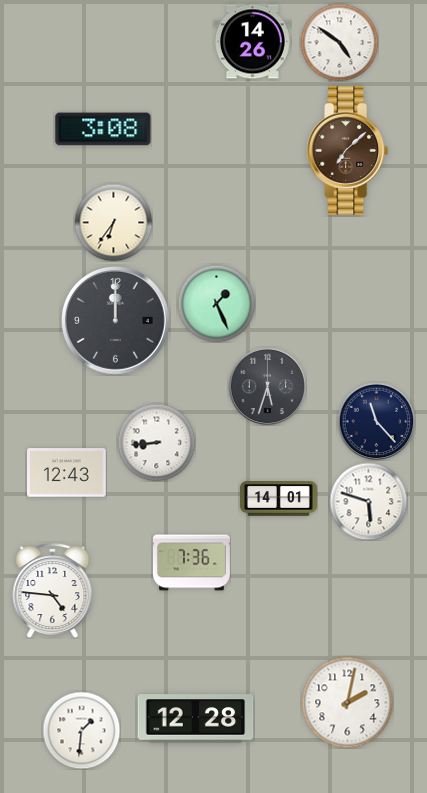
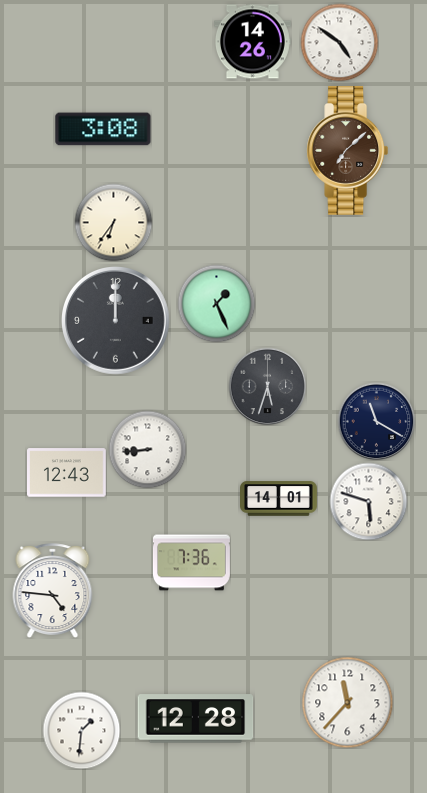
clock at (376, 421): 11:23 -> 11:20
clock at (156, 442) position: (156, 442) -> (147, 449)
clock at (347, 702): 2:02 -> 11:37
